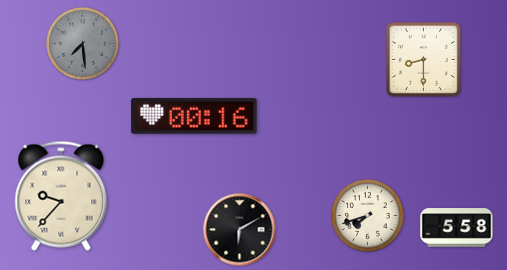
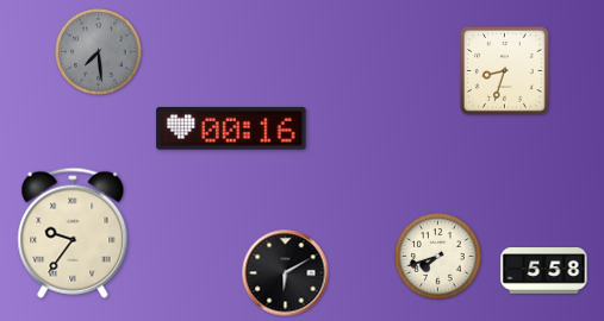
clock at (424, 60): 8:30 -> 8:33
clock at (194, 116) position: (194, 116) -> (231, 128)
clock at (61, 196): 9:37 -> 9:36
